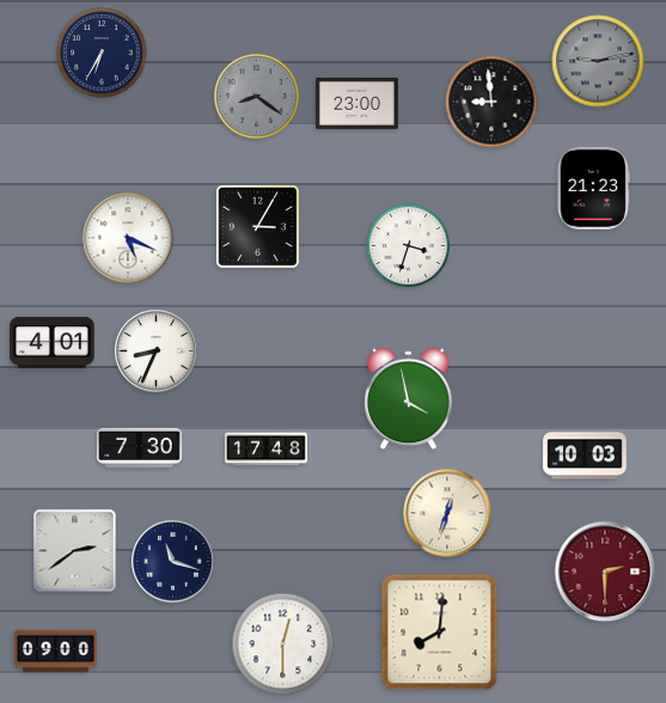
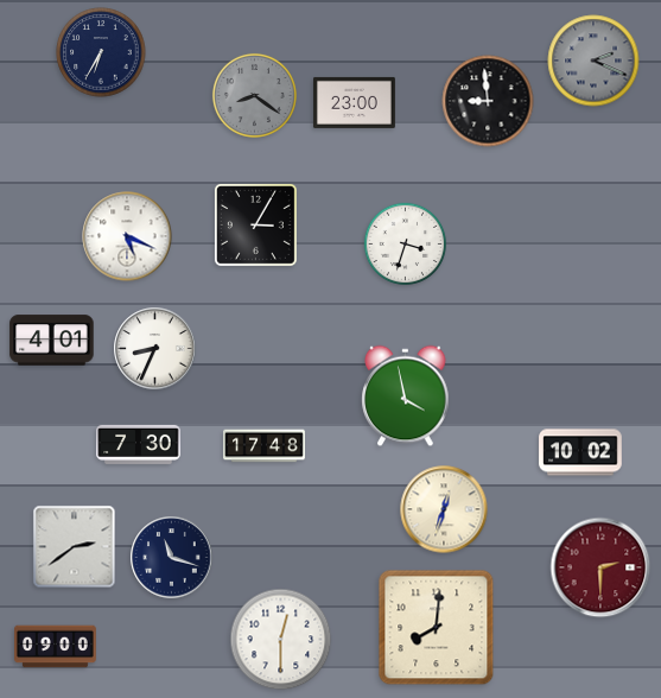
clock at (598, 61): 9:13 -> 2:19
clock at (593, 188): 21:23 -> none
clock at (585, 456): 10:03 -> 10:02
